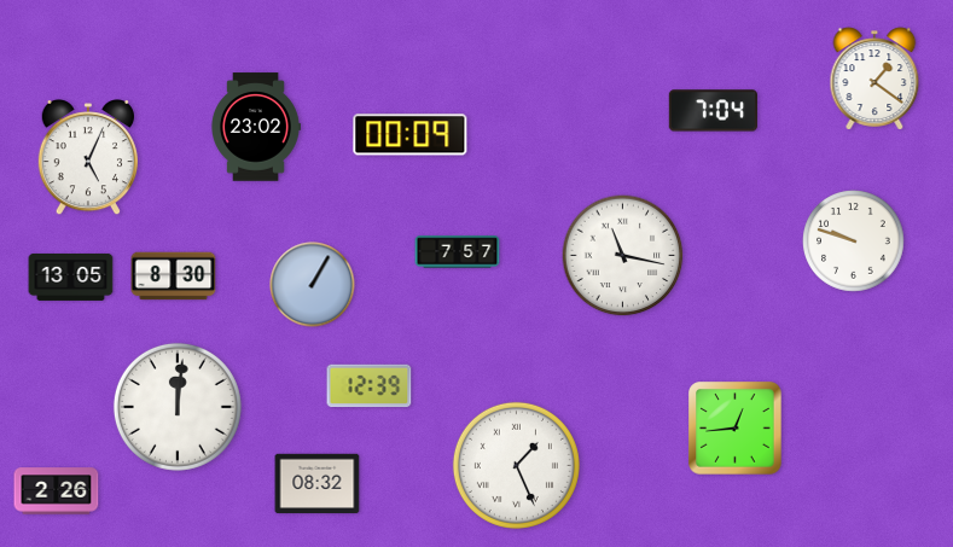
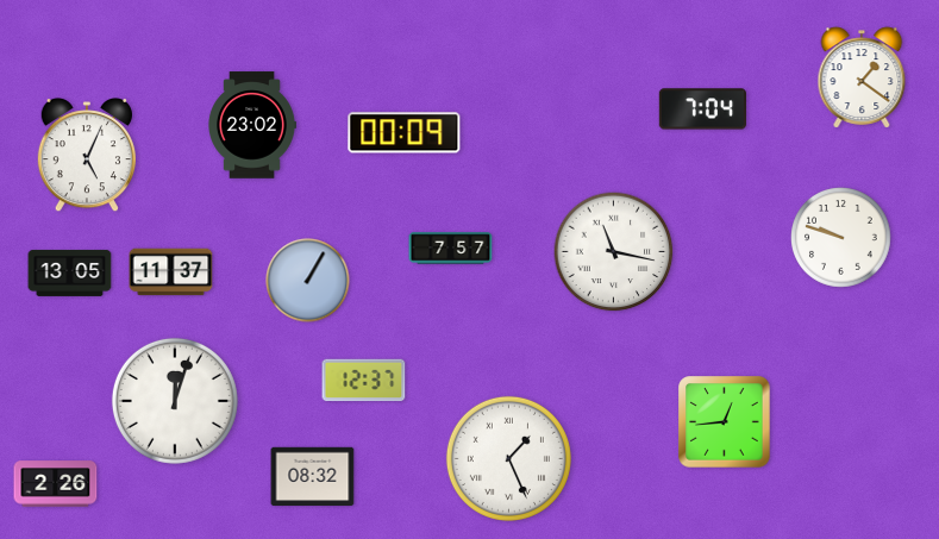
clock at (174, 277): 8:30 -> 11:37
clock at (370, 386): 12:39 -> 12:37
clock at (178, 407): 12:01 -> 12:03
